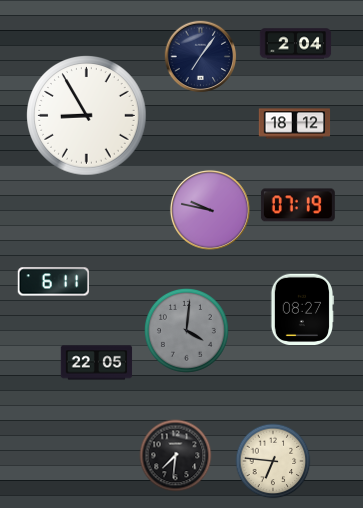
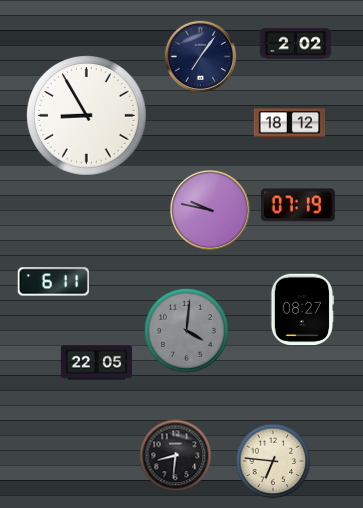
clock at (296, 44): 2:04 -> 2:02
clock at (295, 124) position: (295, 124) -> (290, 124)
clock at (176, 456): 7:31 -> 8:31
